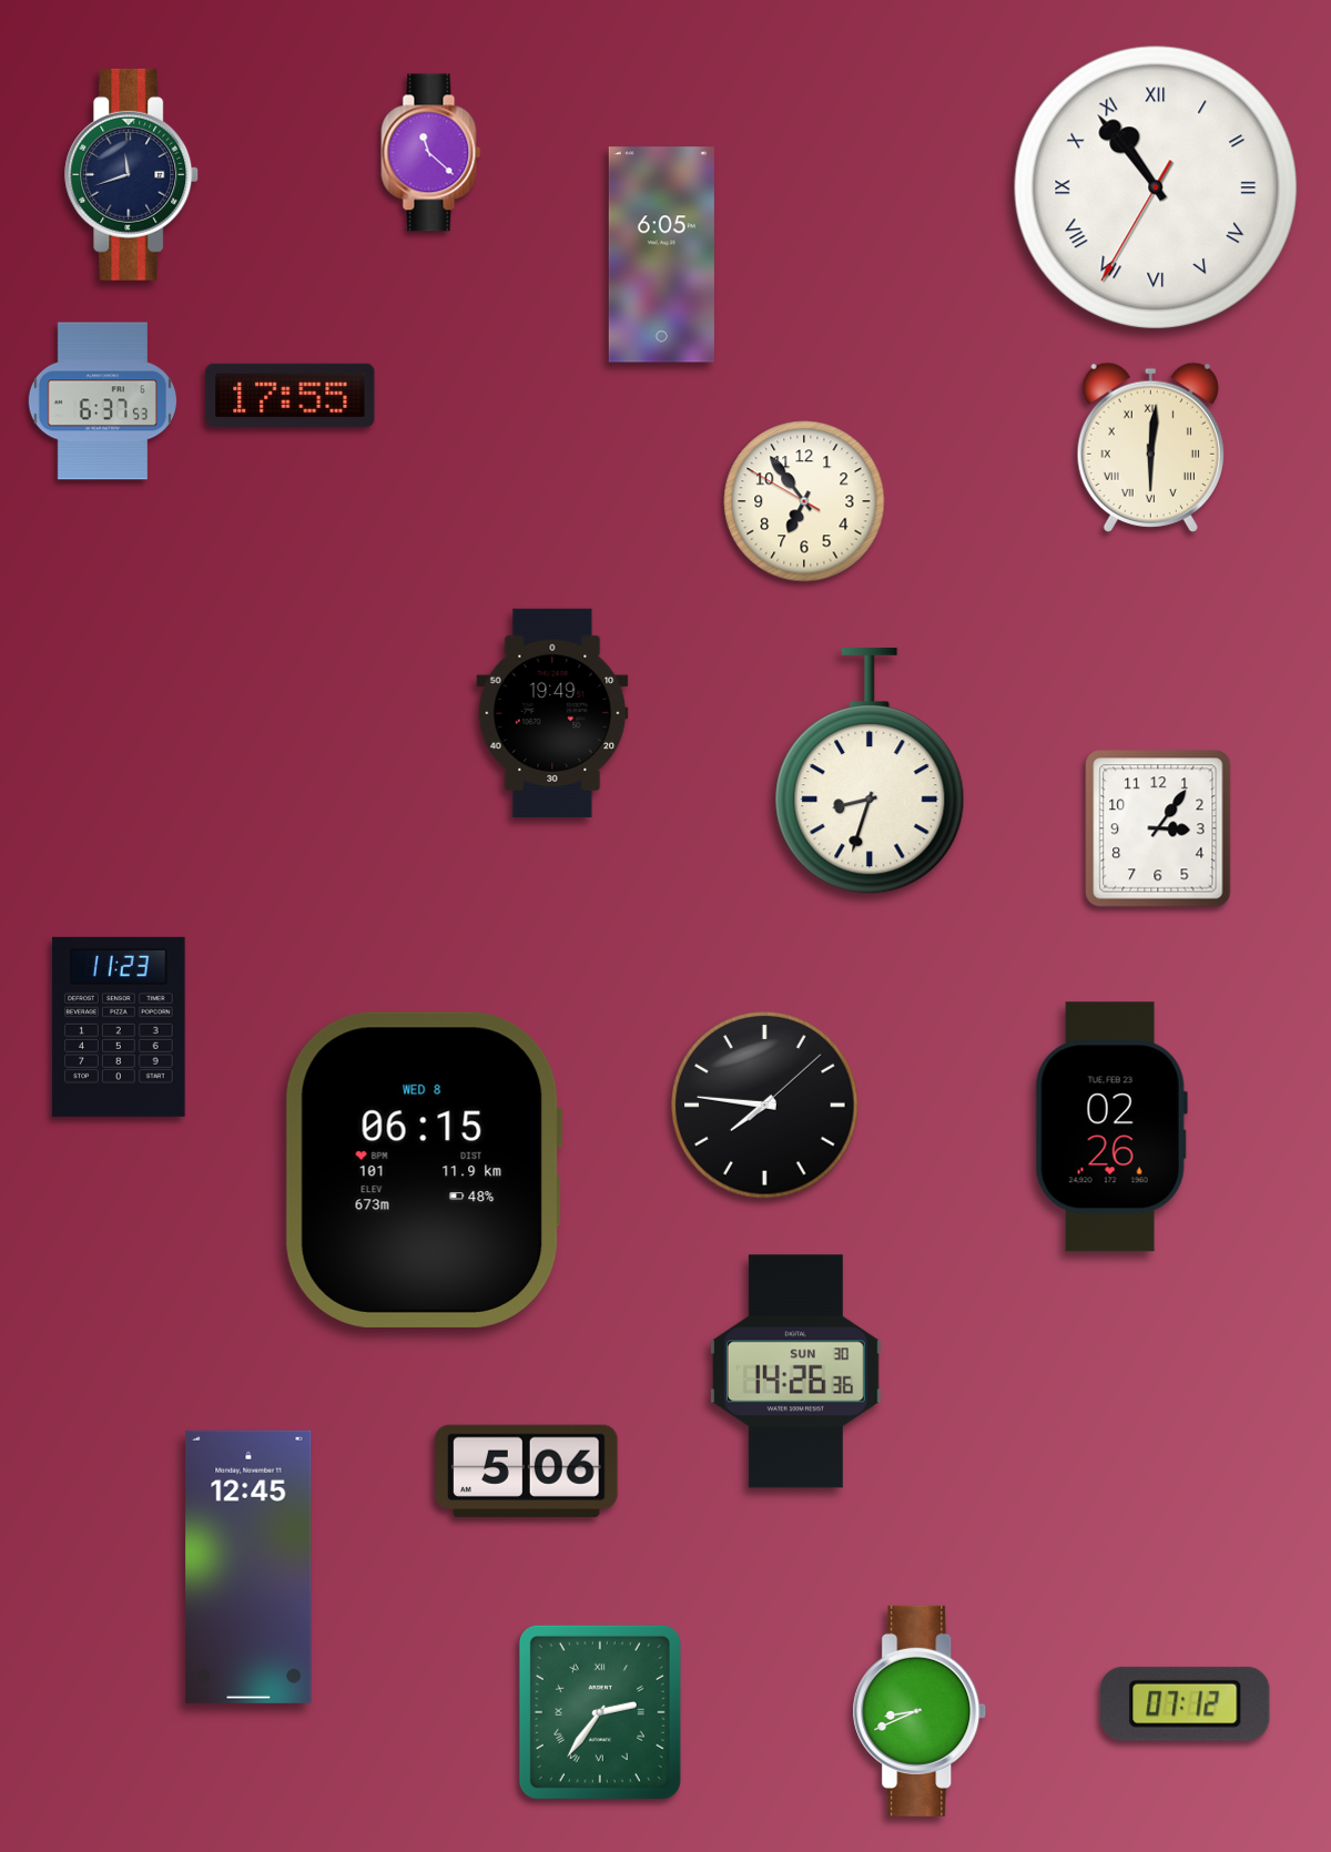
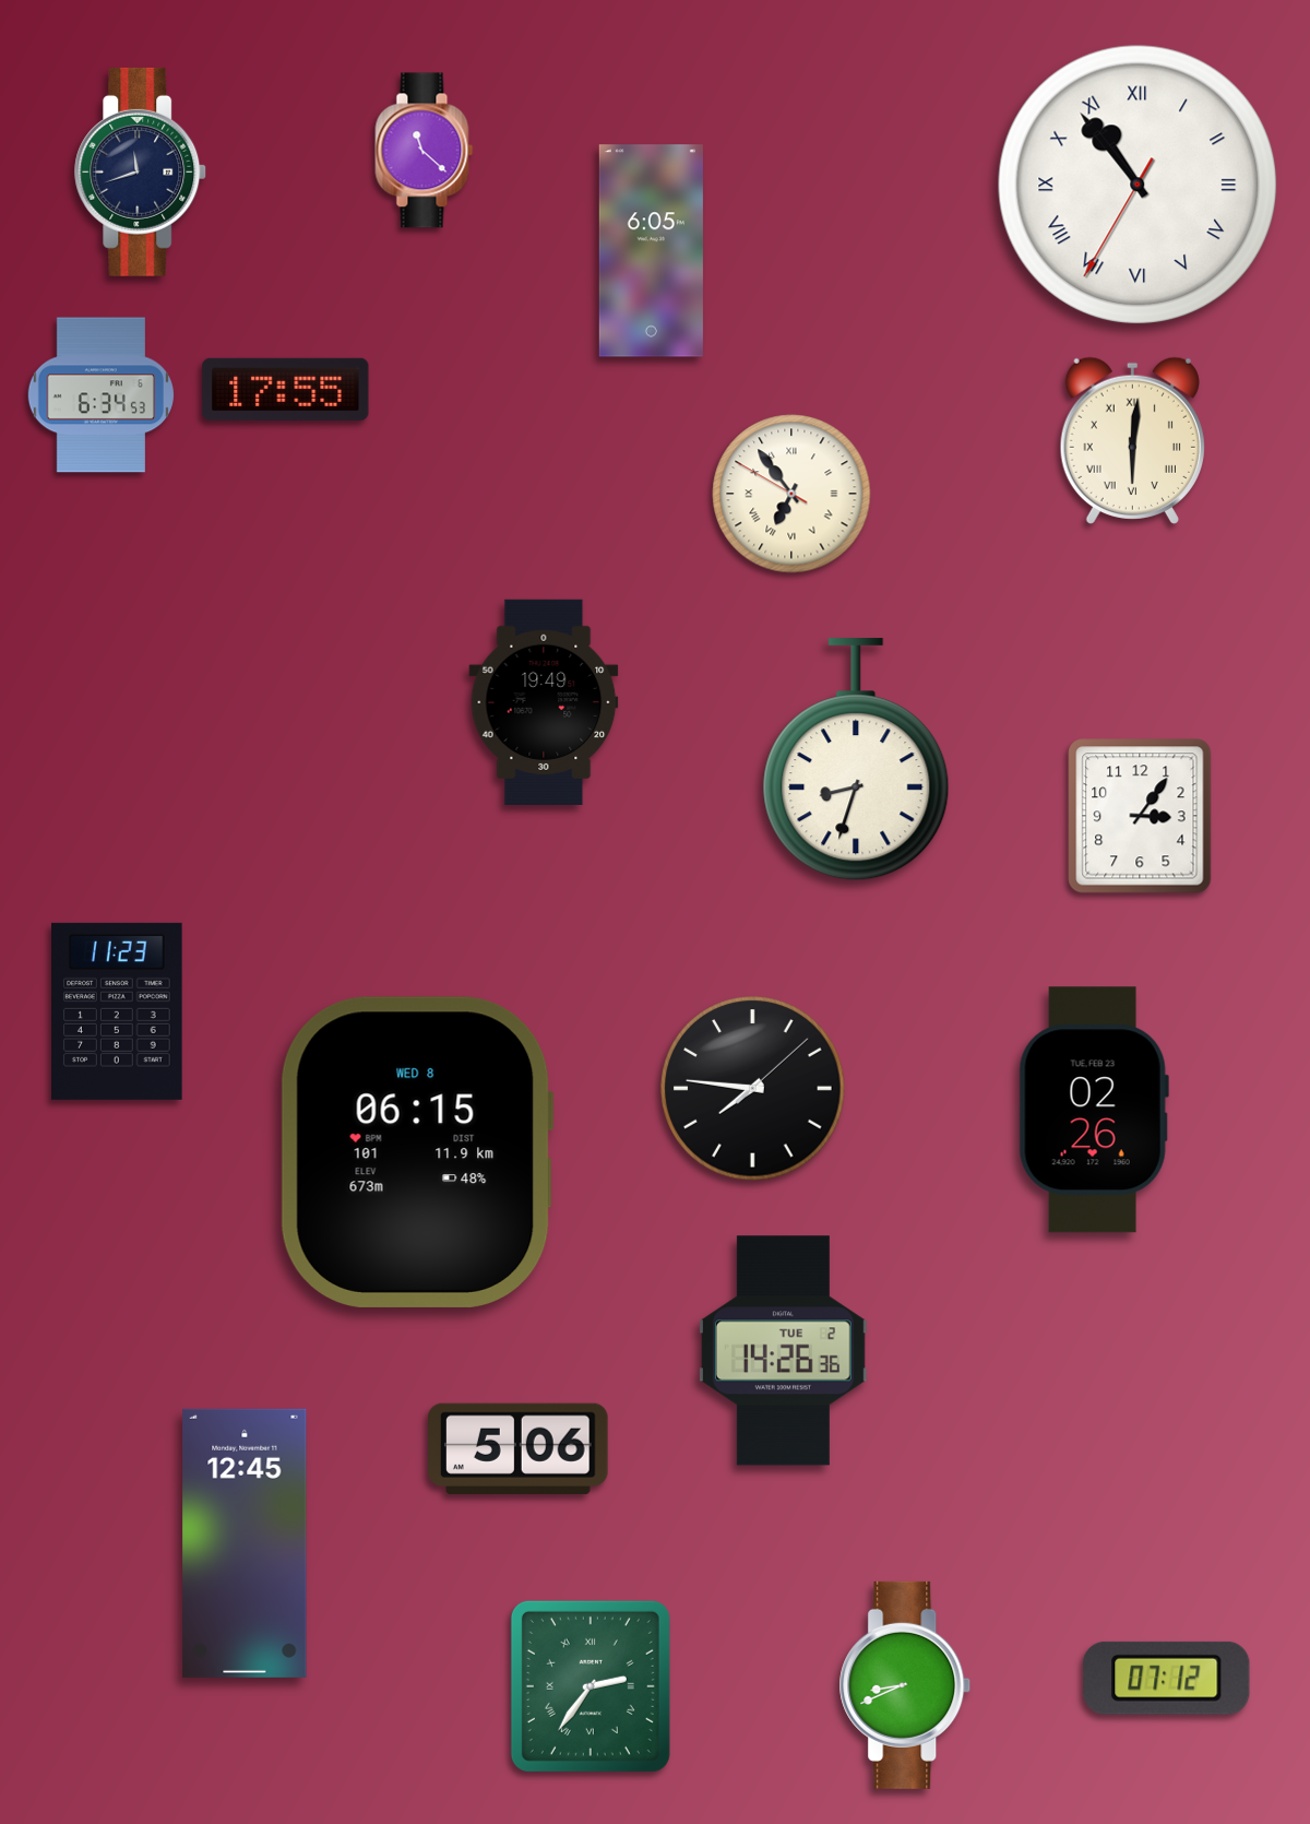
clock at (132, 174) position: (132, 174) -> (141, 171)
clock at (102, 401): 6:37 -> 6:34
clock at (804, 501) numerals: Arabic -> Roman
clock at (795, 1372) date: SUN 30 -> TUE 2
